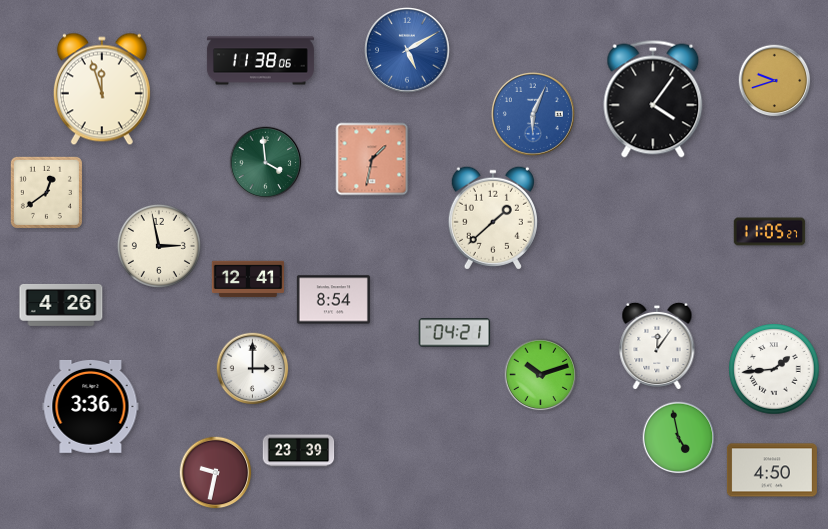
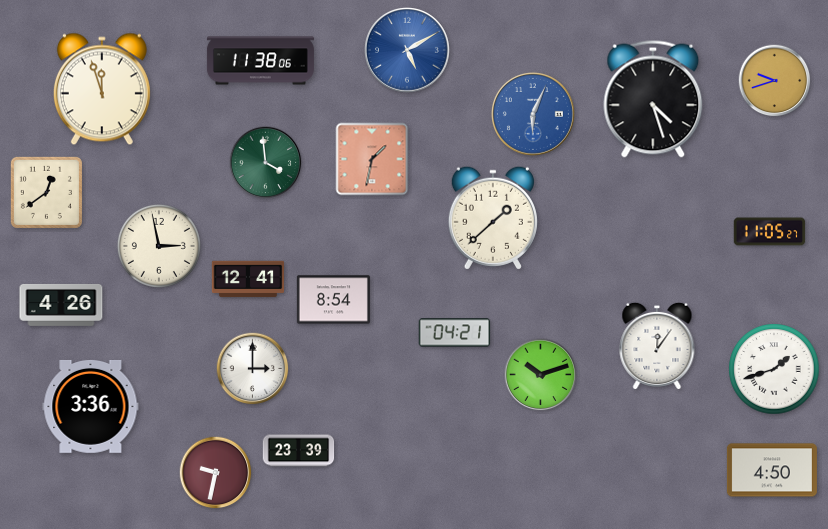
clock at (653, 99): 4:06 -> 4:27
clock at (774, 369): 1:44 -> 1:42
clock at (679, 438): 4:58 -> none
